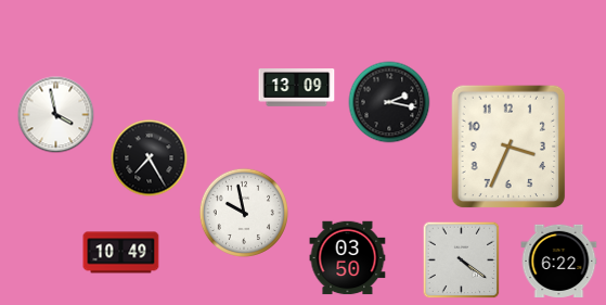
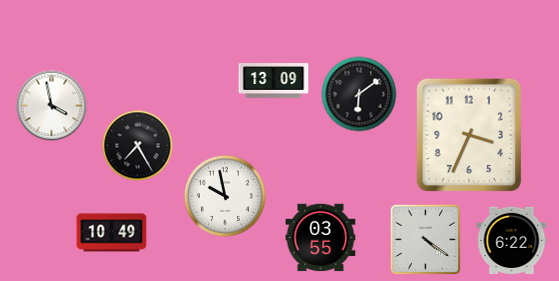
clock at (389, 102): 2:17 -> 6:09
clock at (348, 258): 03:50 -> 03:55
clock at (559, 260) position: (559, 260) -> (512, 240)
